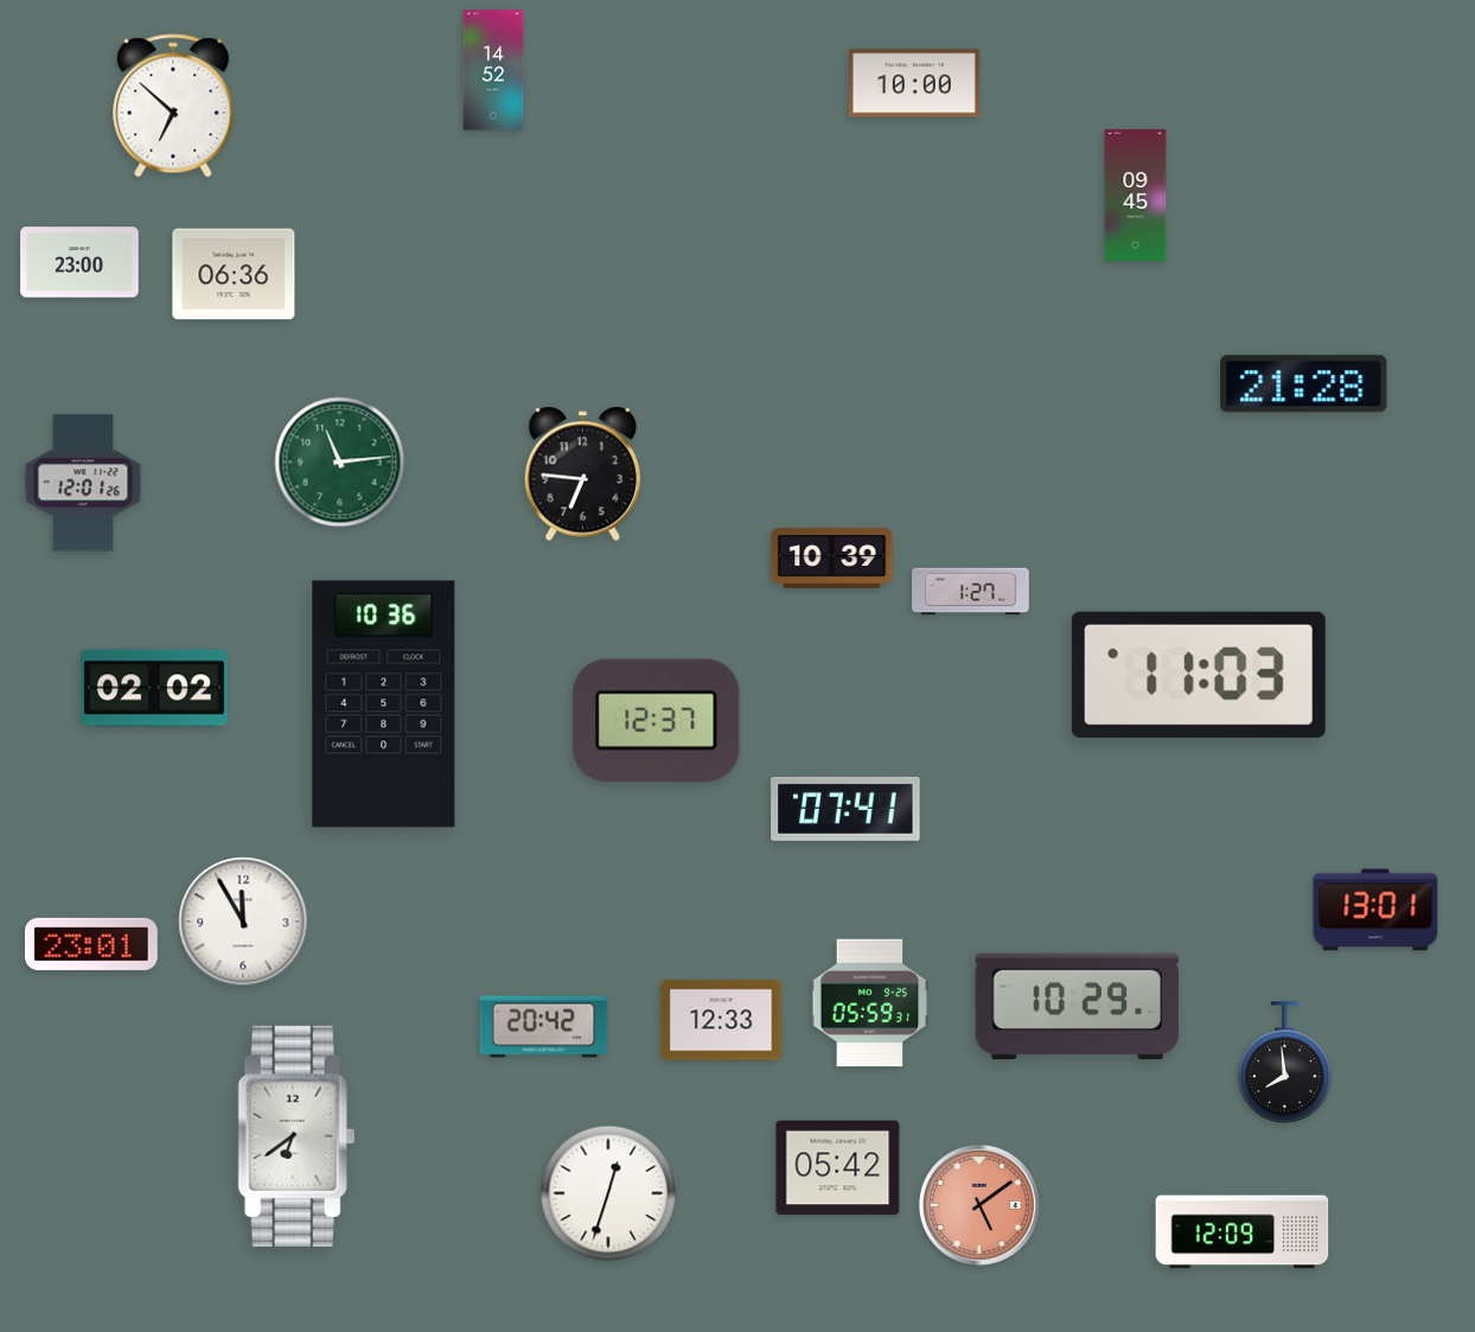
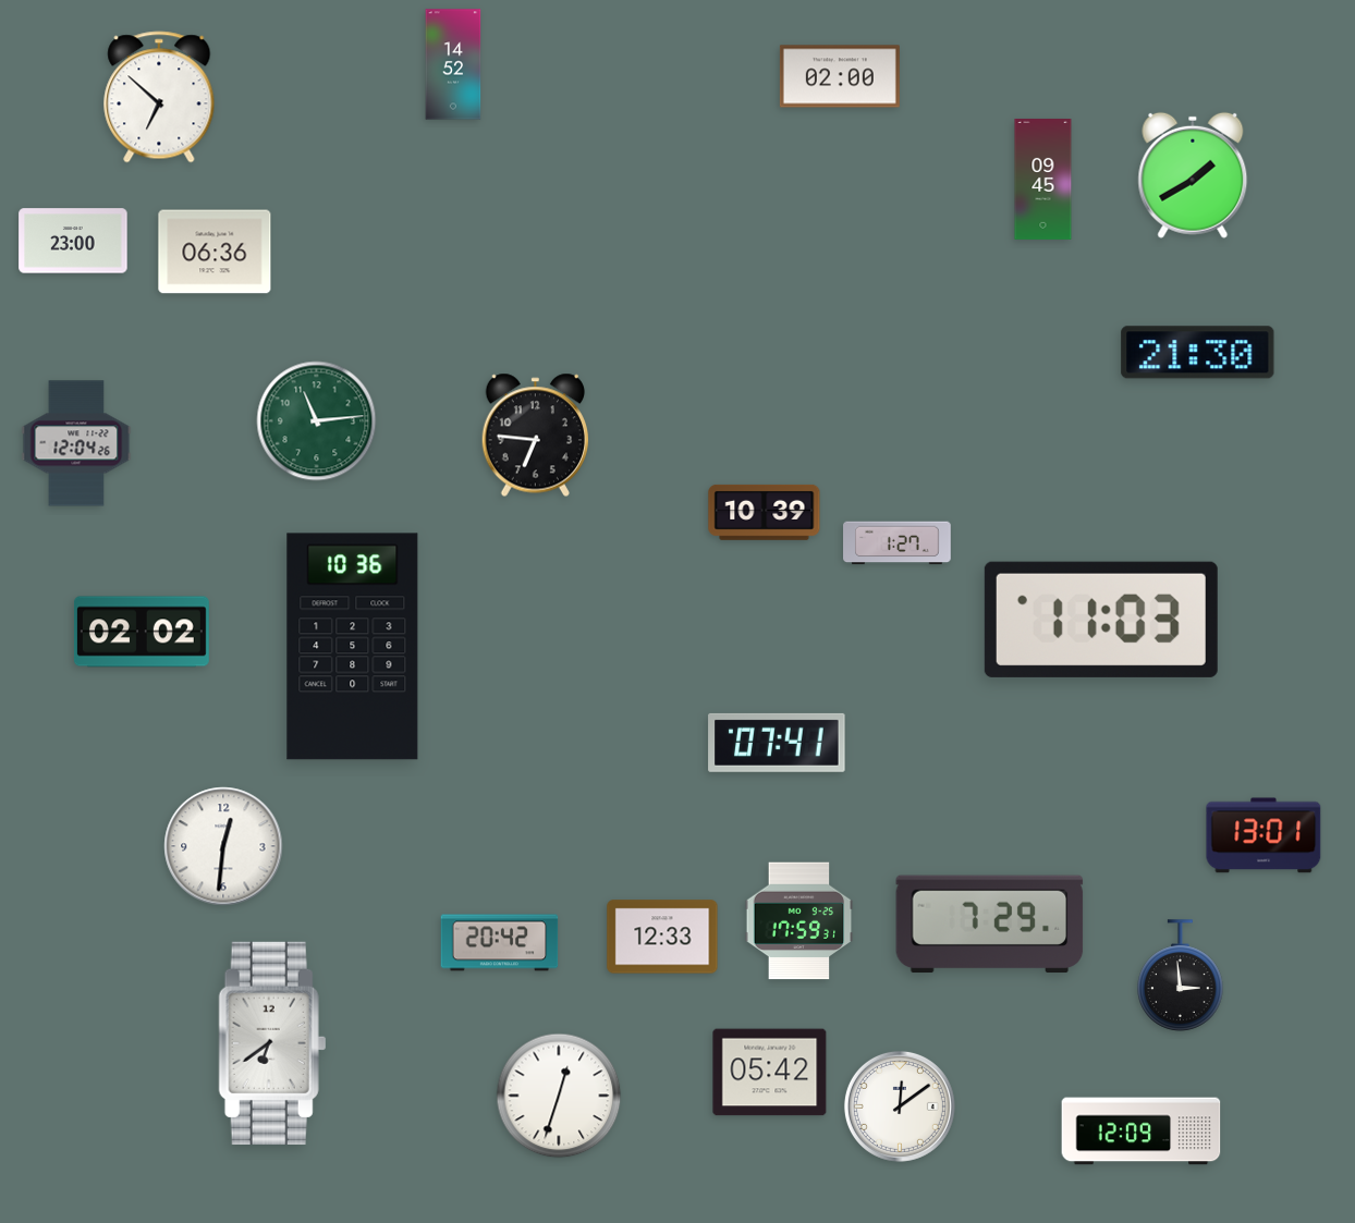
clock at (914, 83): 10:00 -> 02:00
clock at (1193, 175): none -> 1:40
clock at (1304, 384): 21:28 -> 21:30
clock at (340, 463) position: (340, 463) -> (317, 421)
clock at (83, 483): 12:01 -> 12:04
clock at (971, 592) position: (971, 592) -> (898, 543)
clock at (657, 720): 12:37 -> none
clock at (243, 922): 11:55 -> 12:31
clock at (92, 944): 23:01 -> none
clock at (870, 1003): 05:59 -> 17:59
clock at (1078, 1007): 10:29 -> 7:29
clock at (1285, 1063): 7:59 -> 2:59
clock at (979, 1205): 5:09 -> 12:09
clock at (979, 1205) dial: salmon -> white
